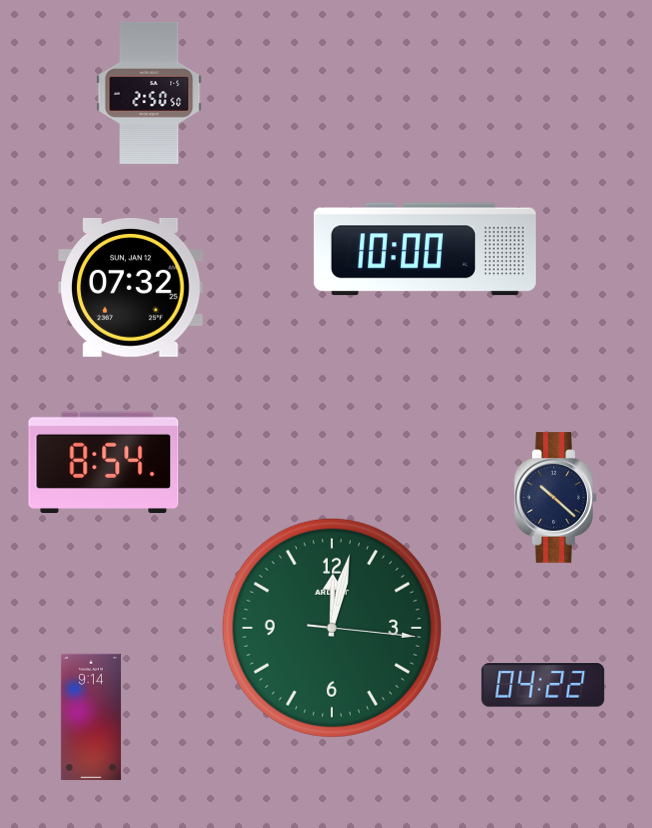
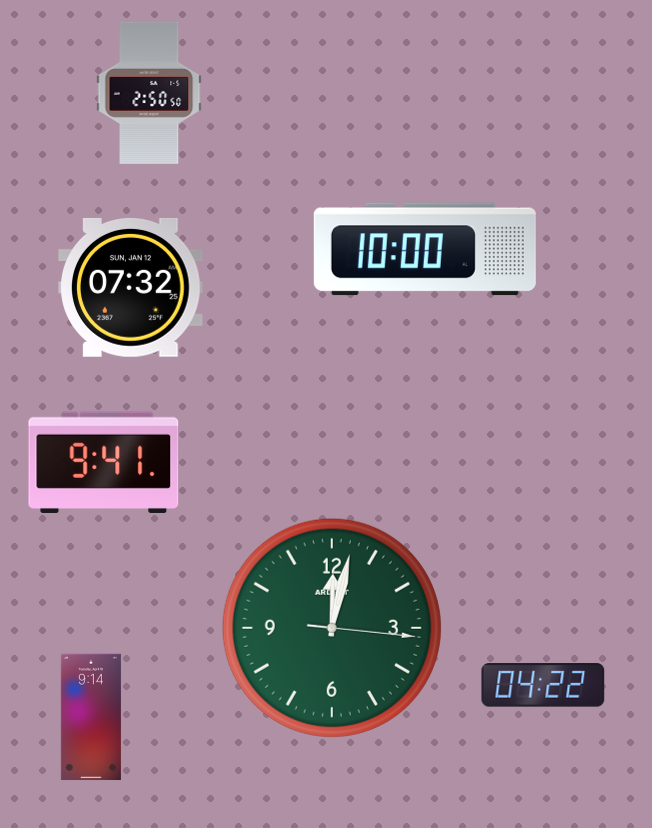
clock at (104, 462): 8:54 -> 9:41
clock at (556, 498): 10:22 -> none
